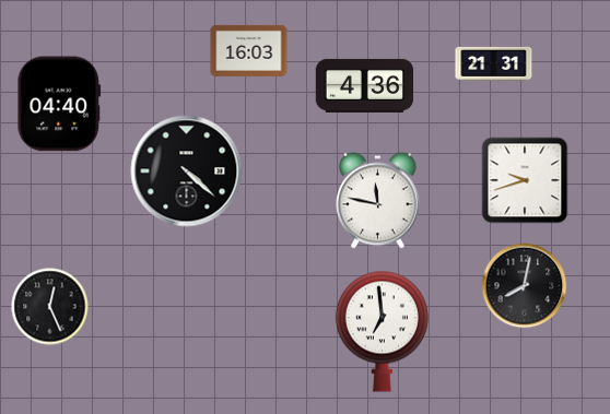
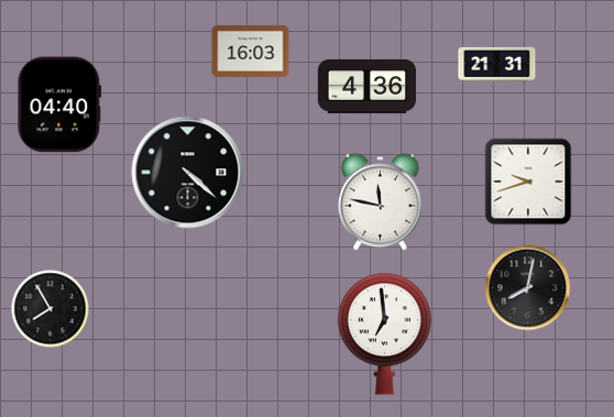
clock at (50, 307): 12:26 -> 7:55
